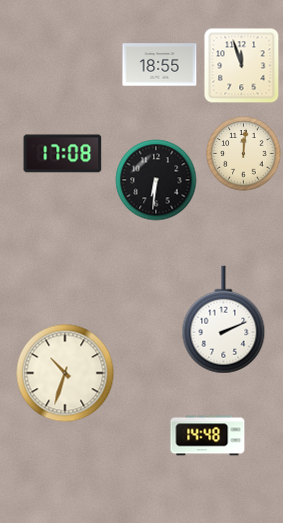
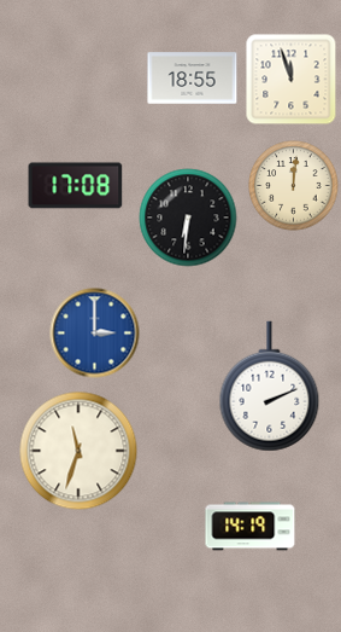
clock at (95, 334): none -> 3:00
clock at (65, 373): 10:33 -> 11:33
clock at (208, 436): 14:48 -> 14:19
